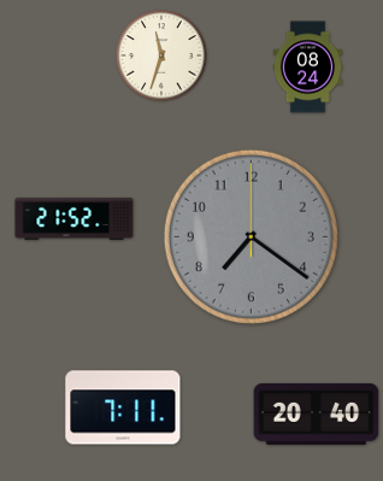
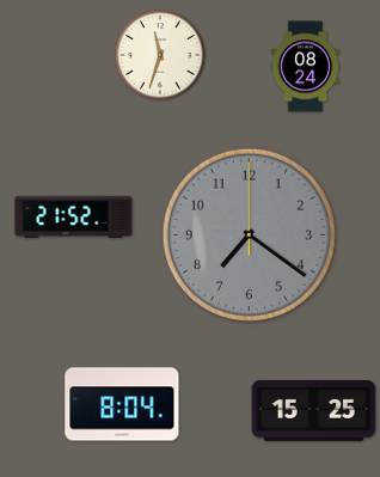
clock at (123, 407): 7:11 -> 8:04
clock at (317, 413): 20:40 -> 15:25
